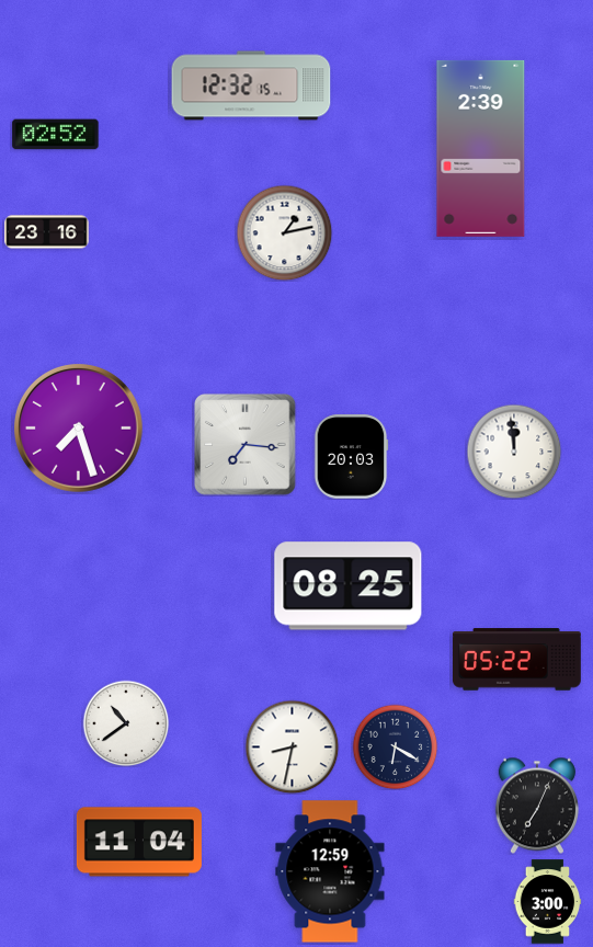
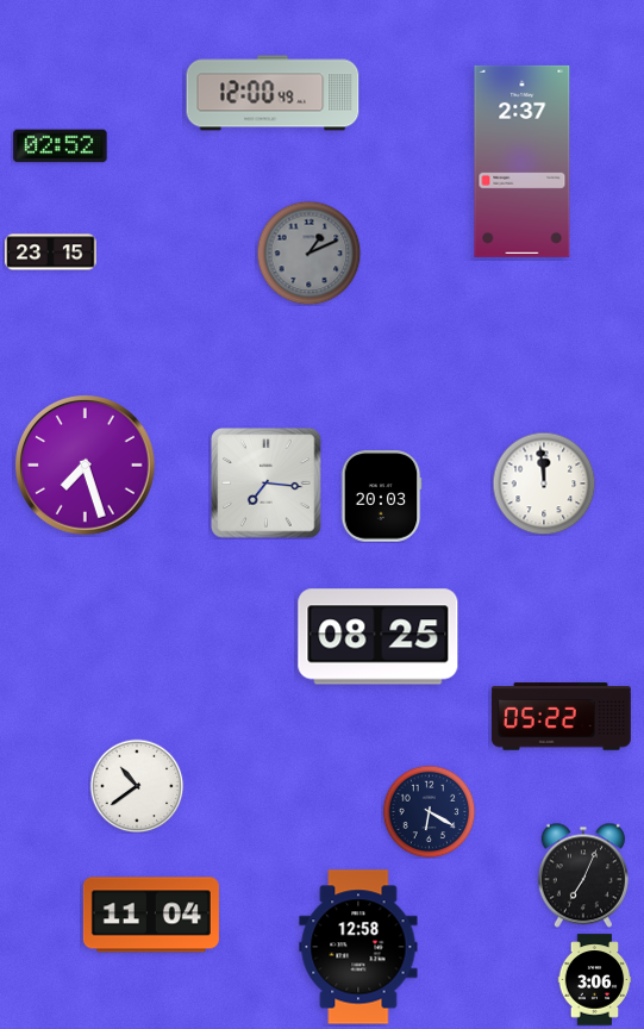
clock at (251, 85): 12:32 -> 12:00
clock at (481, 148): 2:39 -> 2:37
clock at (47, 232): 23:16 -> 23:15
clock at (284, 232): 1:13 -> 1:11
clock at (284, 232) dial: white -> grey
clock at (514, 452) position: (514, 452) -> (544, 484)
clock at (292, 746): 8:32 -> none
clock at (330, 871): 12:59 -> 12:58
clock at (548, 902): 3:00 -> 3:06
